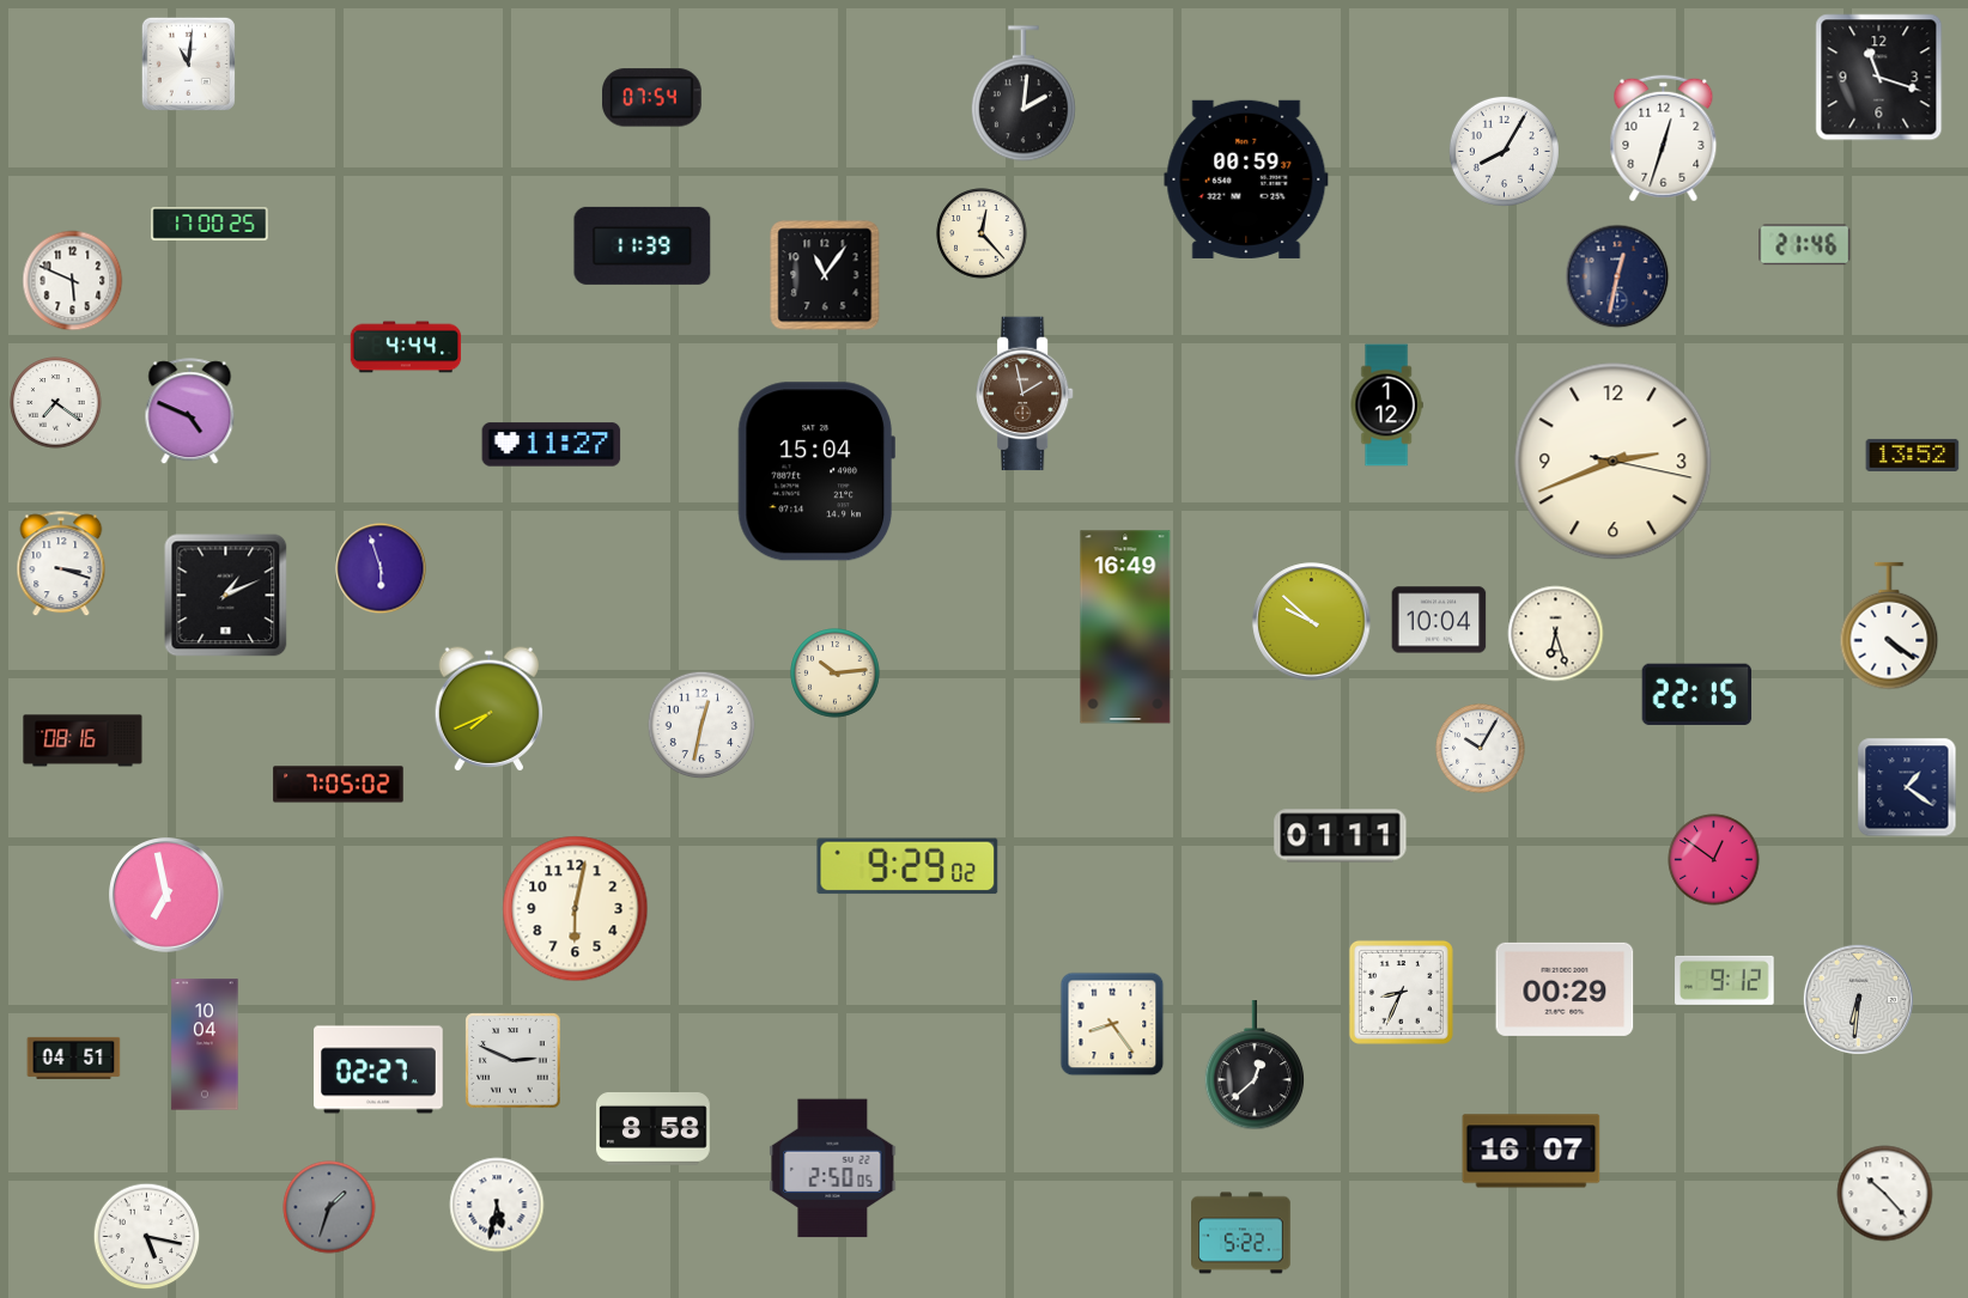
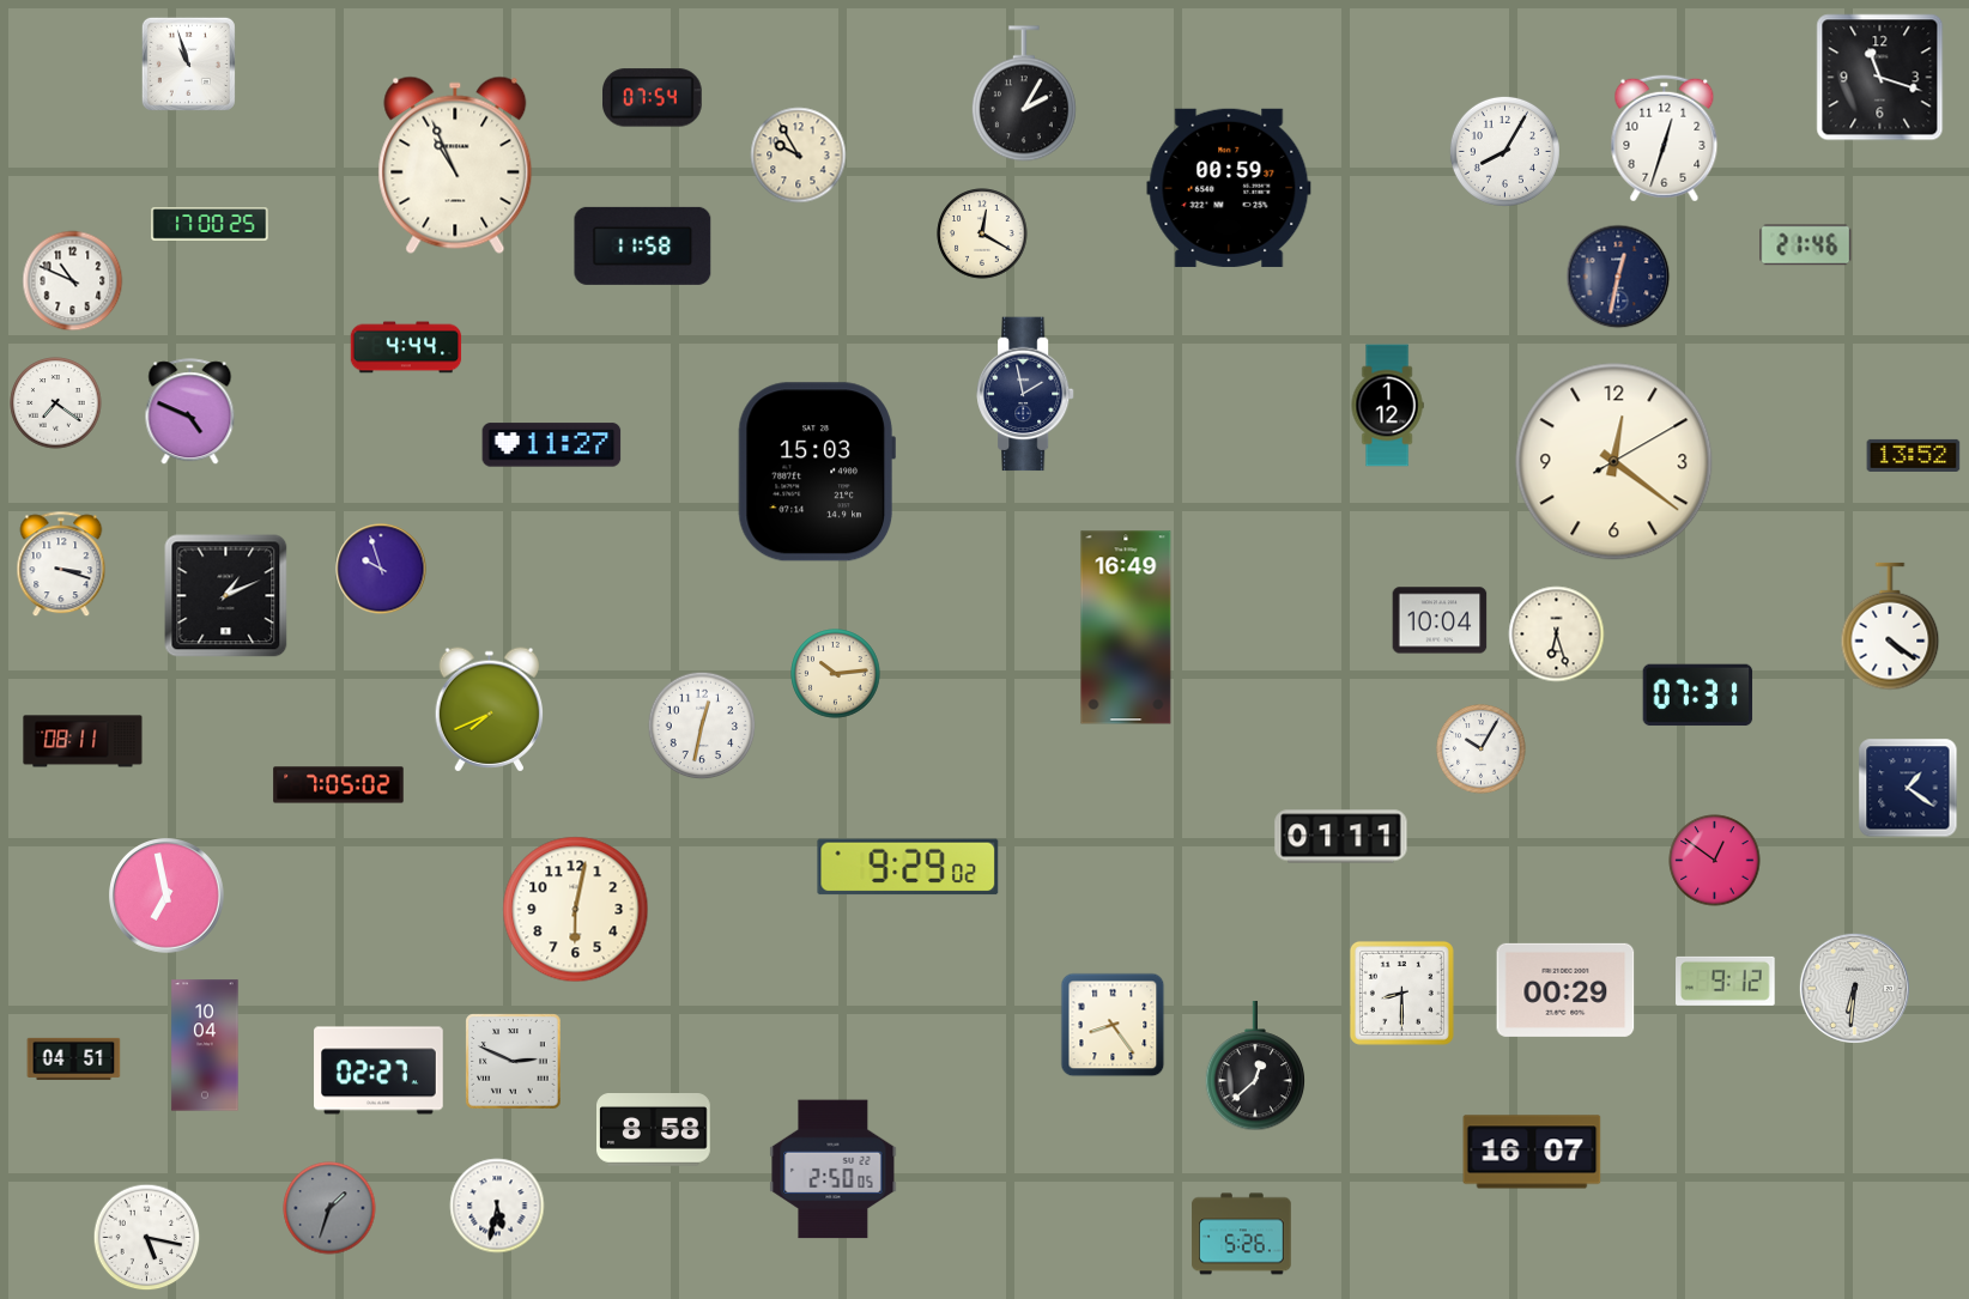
clock at (188, 63): 11:01 -> 10:57
clock at (1024, 93): 2:01 -> 2:05
clock at (799, 156): none -> 9:55
clock at (455, 165): none -> 10:56
clock at (1246, 179) position: (1246, 179) -> (1229, 188)
clock at (982, 233): 12:23 -> 12:20
clock at (643, 245): 11:39 -> 11:58
clock at (825, 275): 11:06 -> none
clock at (73, 281): 5:49 -> 10:49
clock at (1026, 394) dial: brown -> navy
clock at (1614, 462): 2:41 -> 12:21
clock at (816, 471): 15:04 -> 15:03
clock at (381, 568): 5:57 -> 9:57
clock at (1312, 622): 9:52 -> none
clock at (1697, 695): 22:15 -> 07:31
clock at (83, 741): 08:16 -> 08:11
clock at (1401, 992): 8:34 -> 8:30
clock at (1858, 999) position: (1858, 999) -> (1854, 988)
clock at (1885, 1194): 10:23 -> none
clock at (1241, 1233): 5:22 -> 5:26
